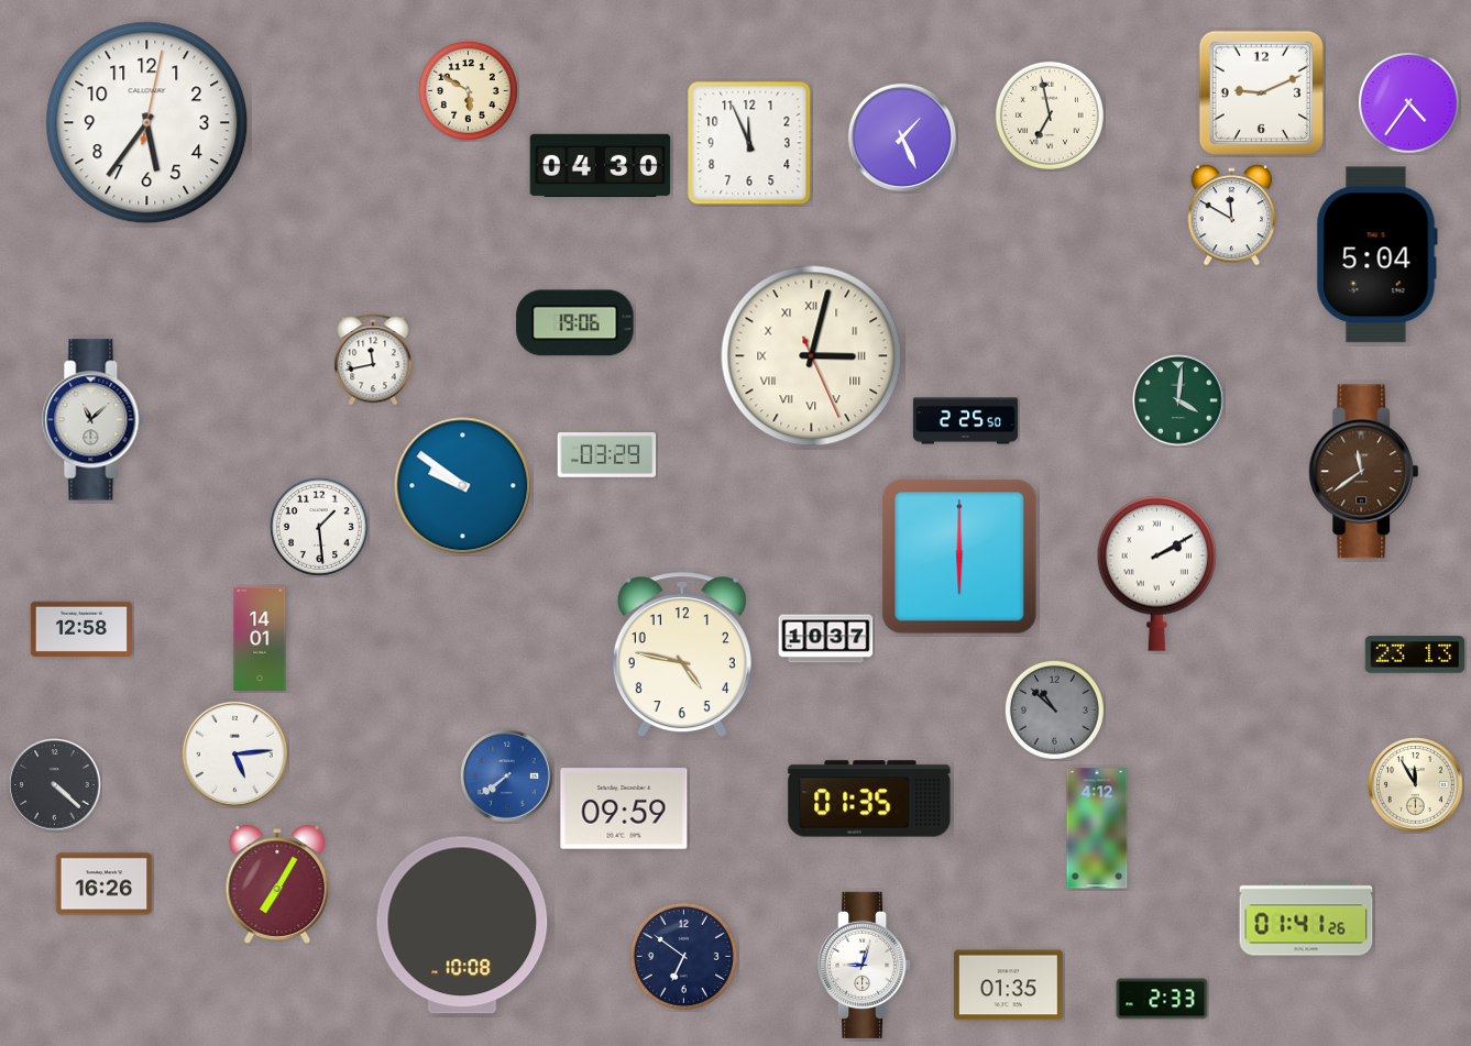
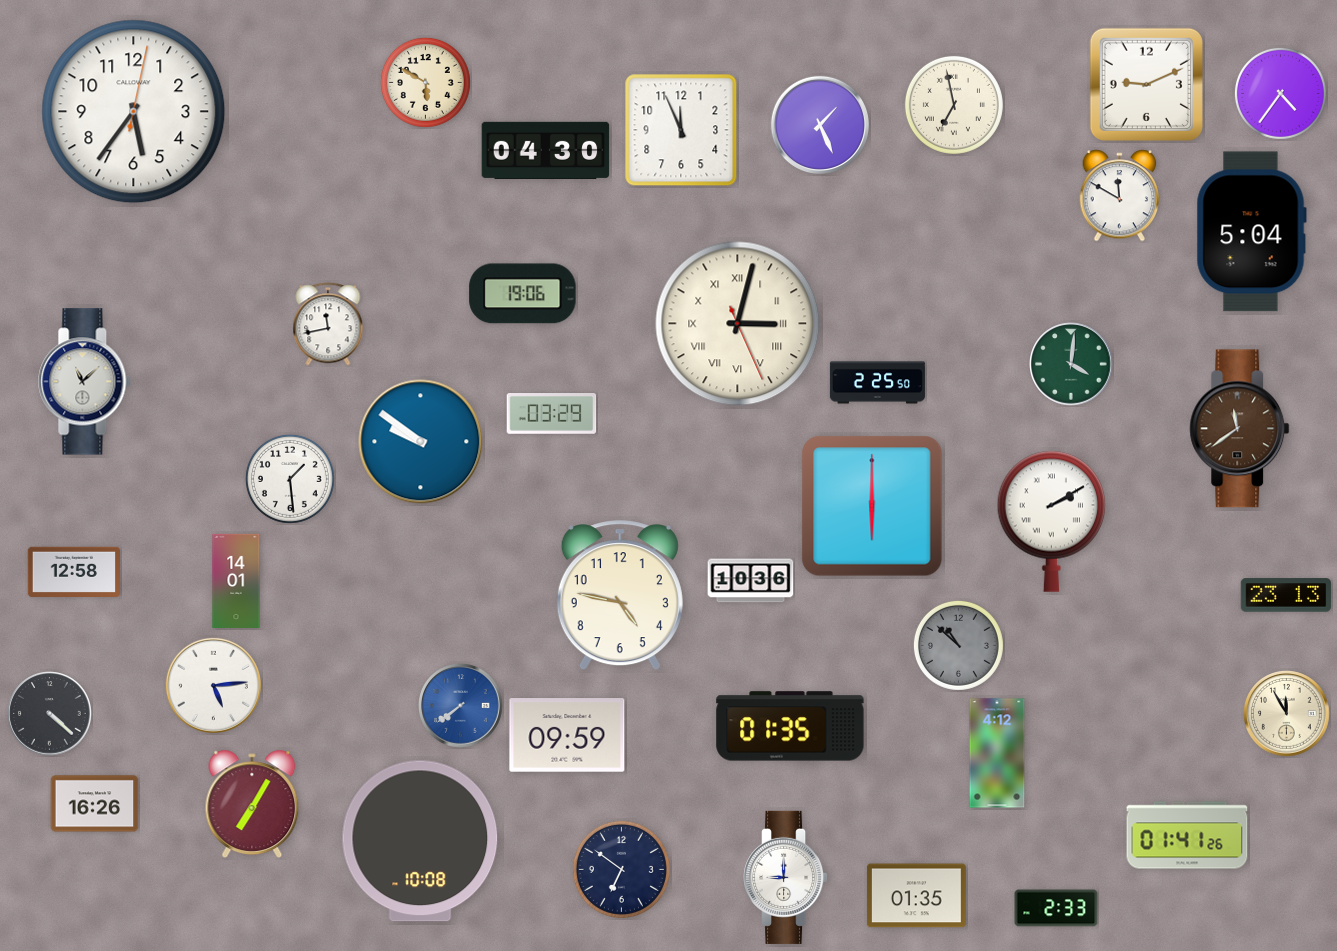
clock at (373, 360) position: (373, 360) -> (328, 324)
clock at (826, 639): 10:37 -> 10:36
clock at (865, 965): 9:03 -> 9:00
